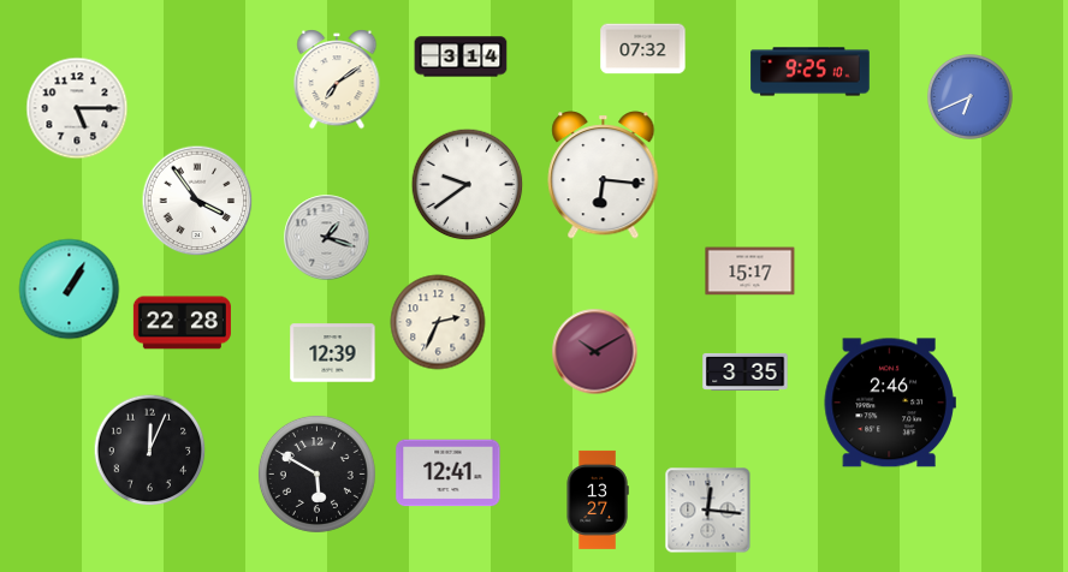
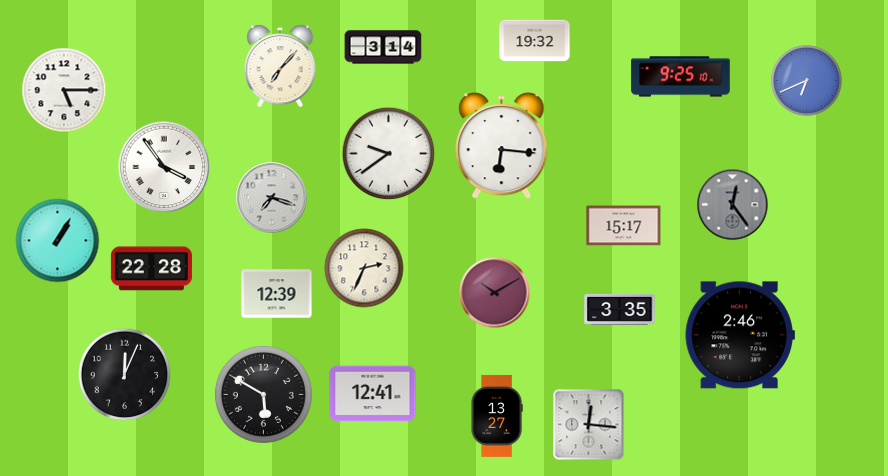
clock at (643, 49): 07:32 -> 19:32
clock at (811, 72) position: (811, 72) -> (681, 77)
clock at (337, 79): 7:09 -> 7:07
clock at (327, 238): 1:18 -> 7:18
clock at (733, 205): none -> 12:24
